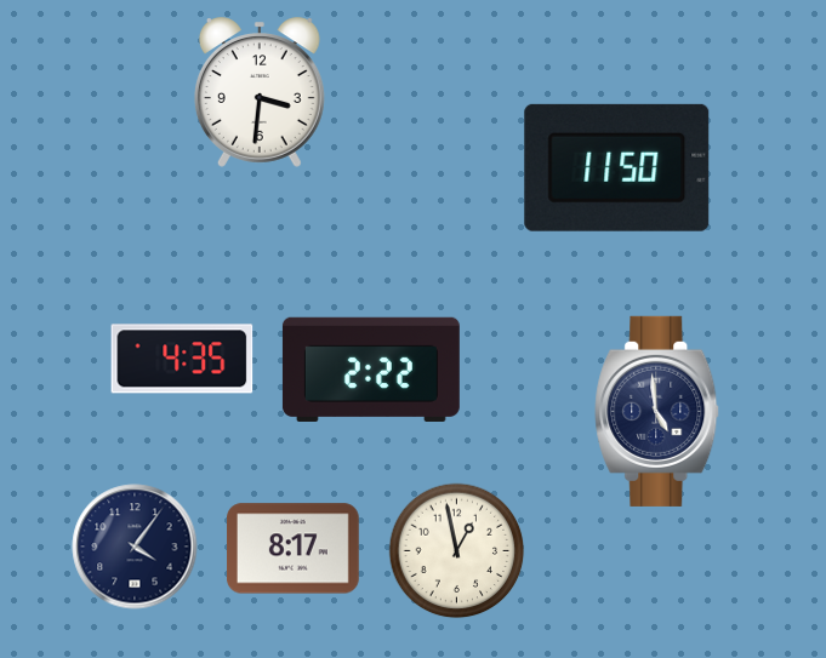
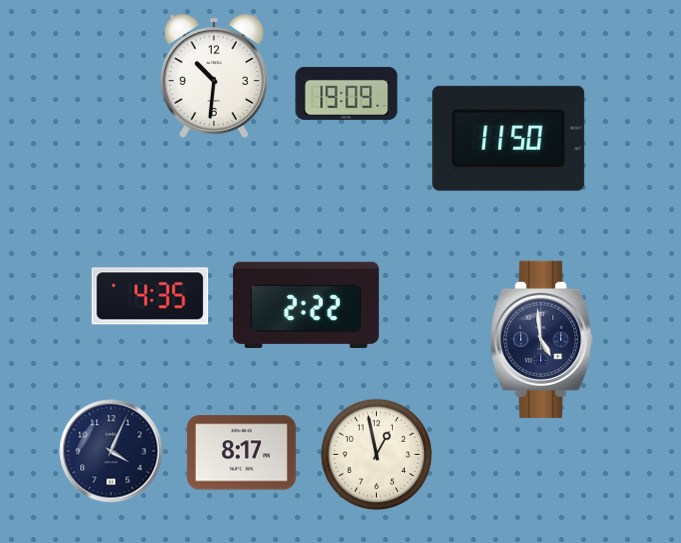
clock at (260, 92): 3:31 -> 10:31
clock at (347, 93): none -> 19:09
clock at (135, 547): 4:06 -> 4:04
